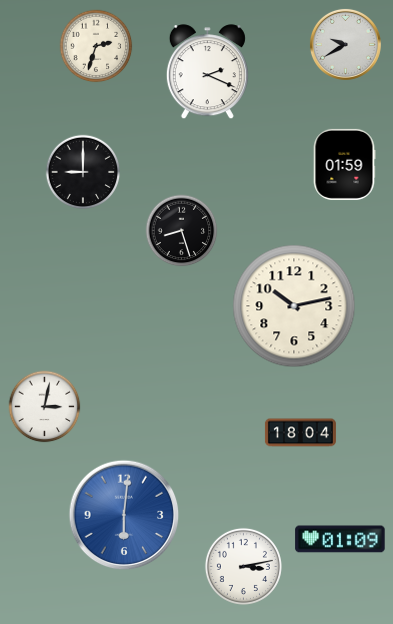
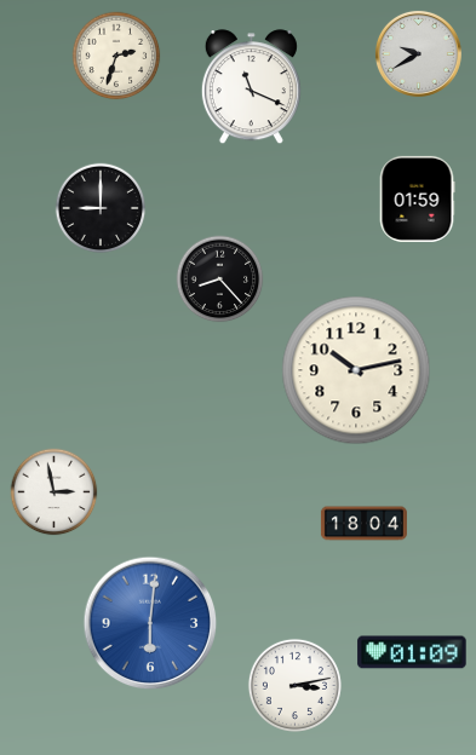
clock at (207, 72): 2:19 -> 11:19
clock at (182, 231): 8:27 -> 8:23
clock at (45, 407): 3:02 -> 2:58
